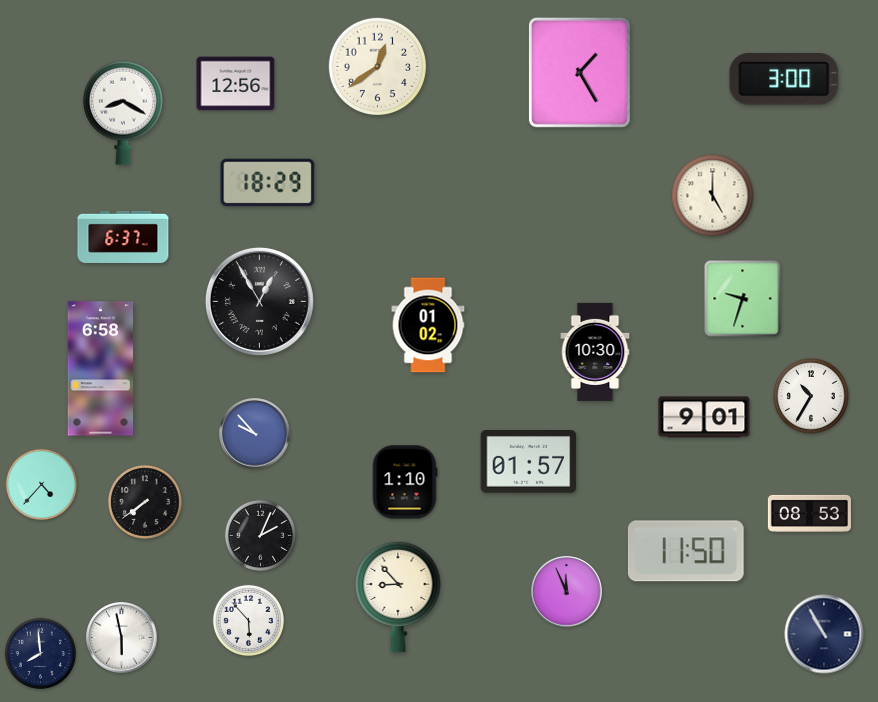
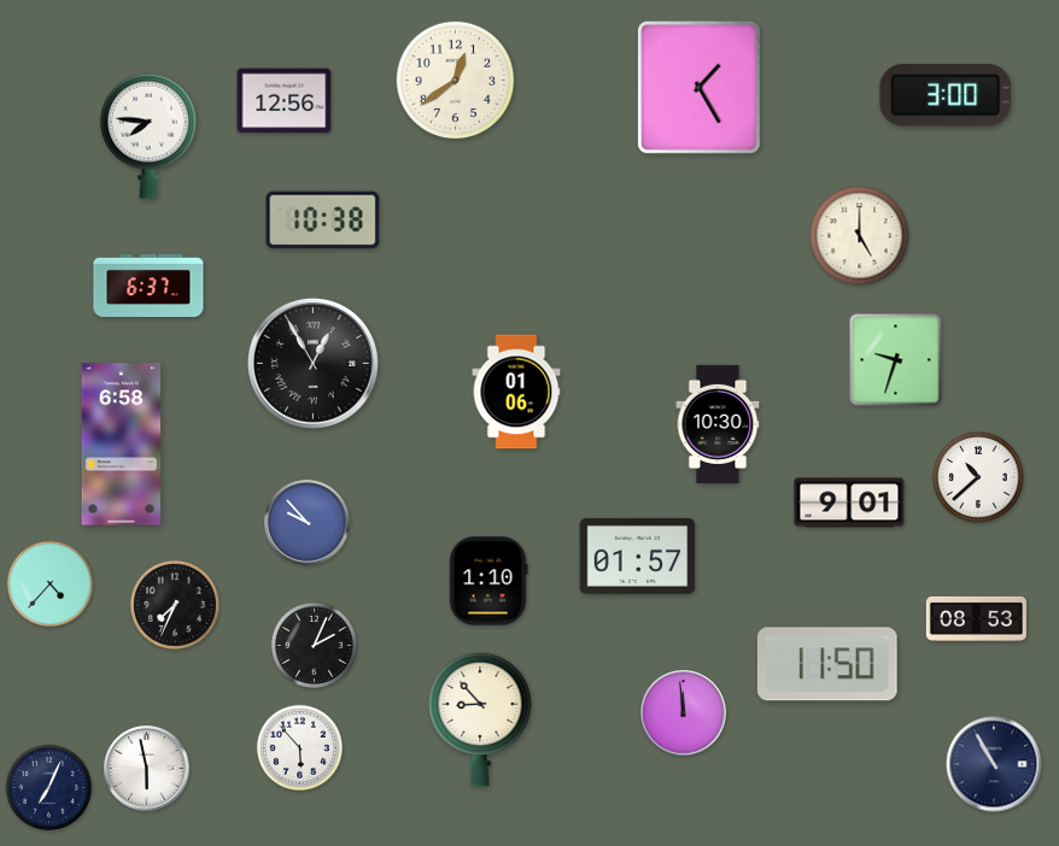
clock at (123, 113): 8:20 -> 7:46
clock at (268, 183): 18:29 -> 10:38
clock at (428, 325): 01:02 -> 01:06
clock at (811, 396): 10:35 -> 10:38
clock at (145, 502): 7:39 -> 7:34
clock at (567, 592): 11:56 -> 11:59
clock at (40, 653): 7:59 -> 7:04
